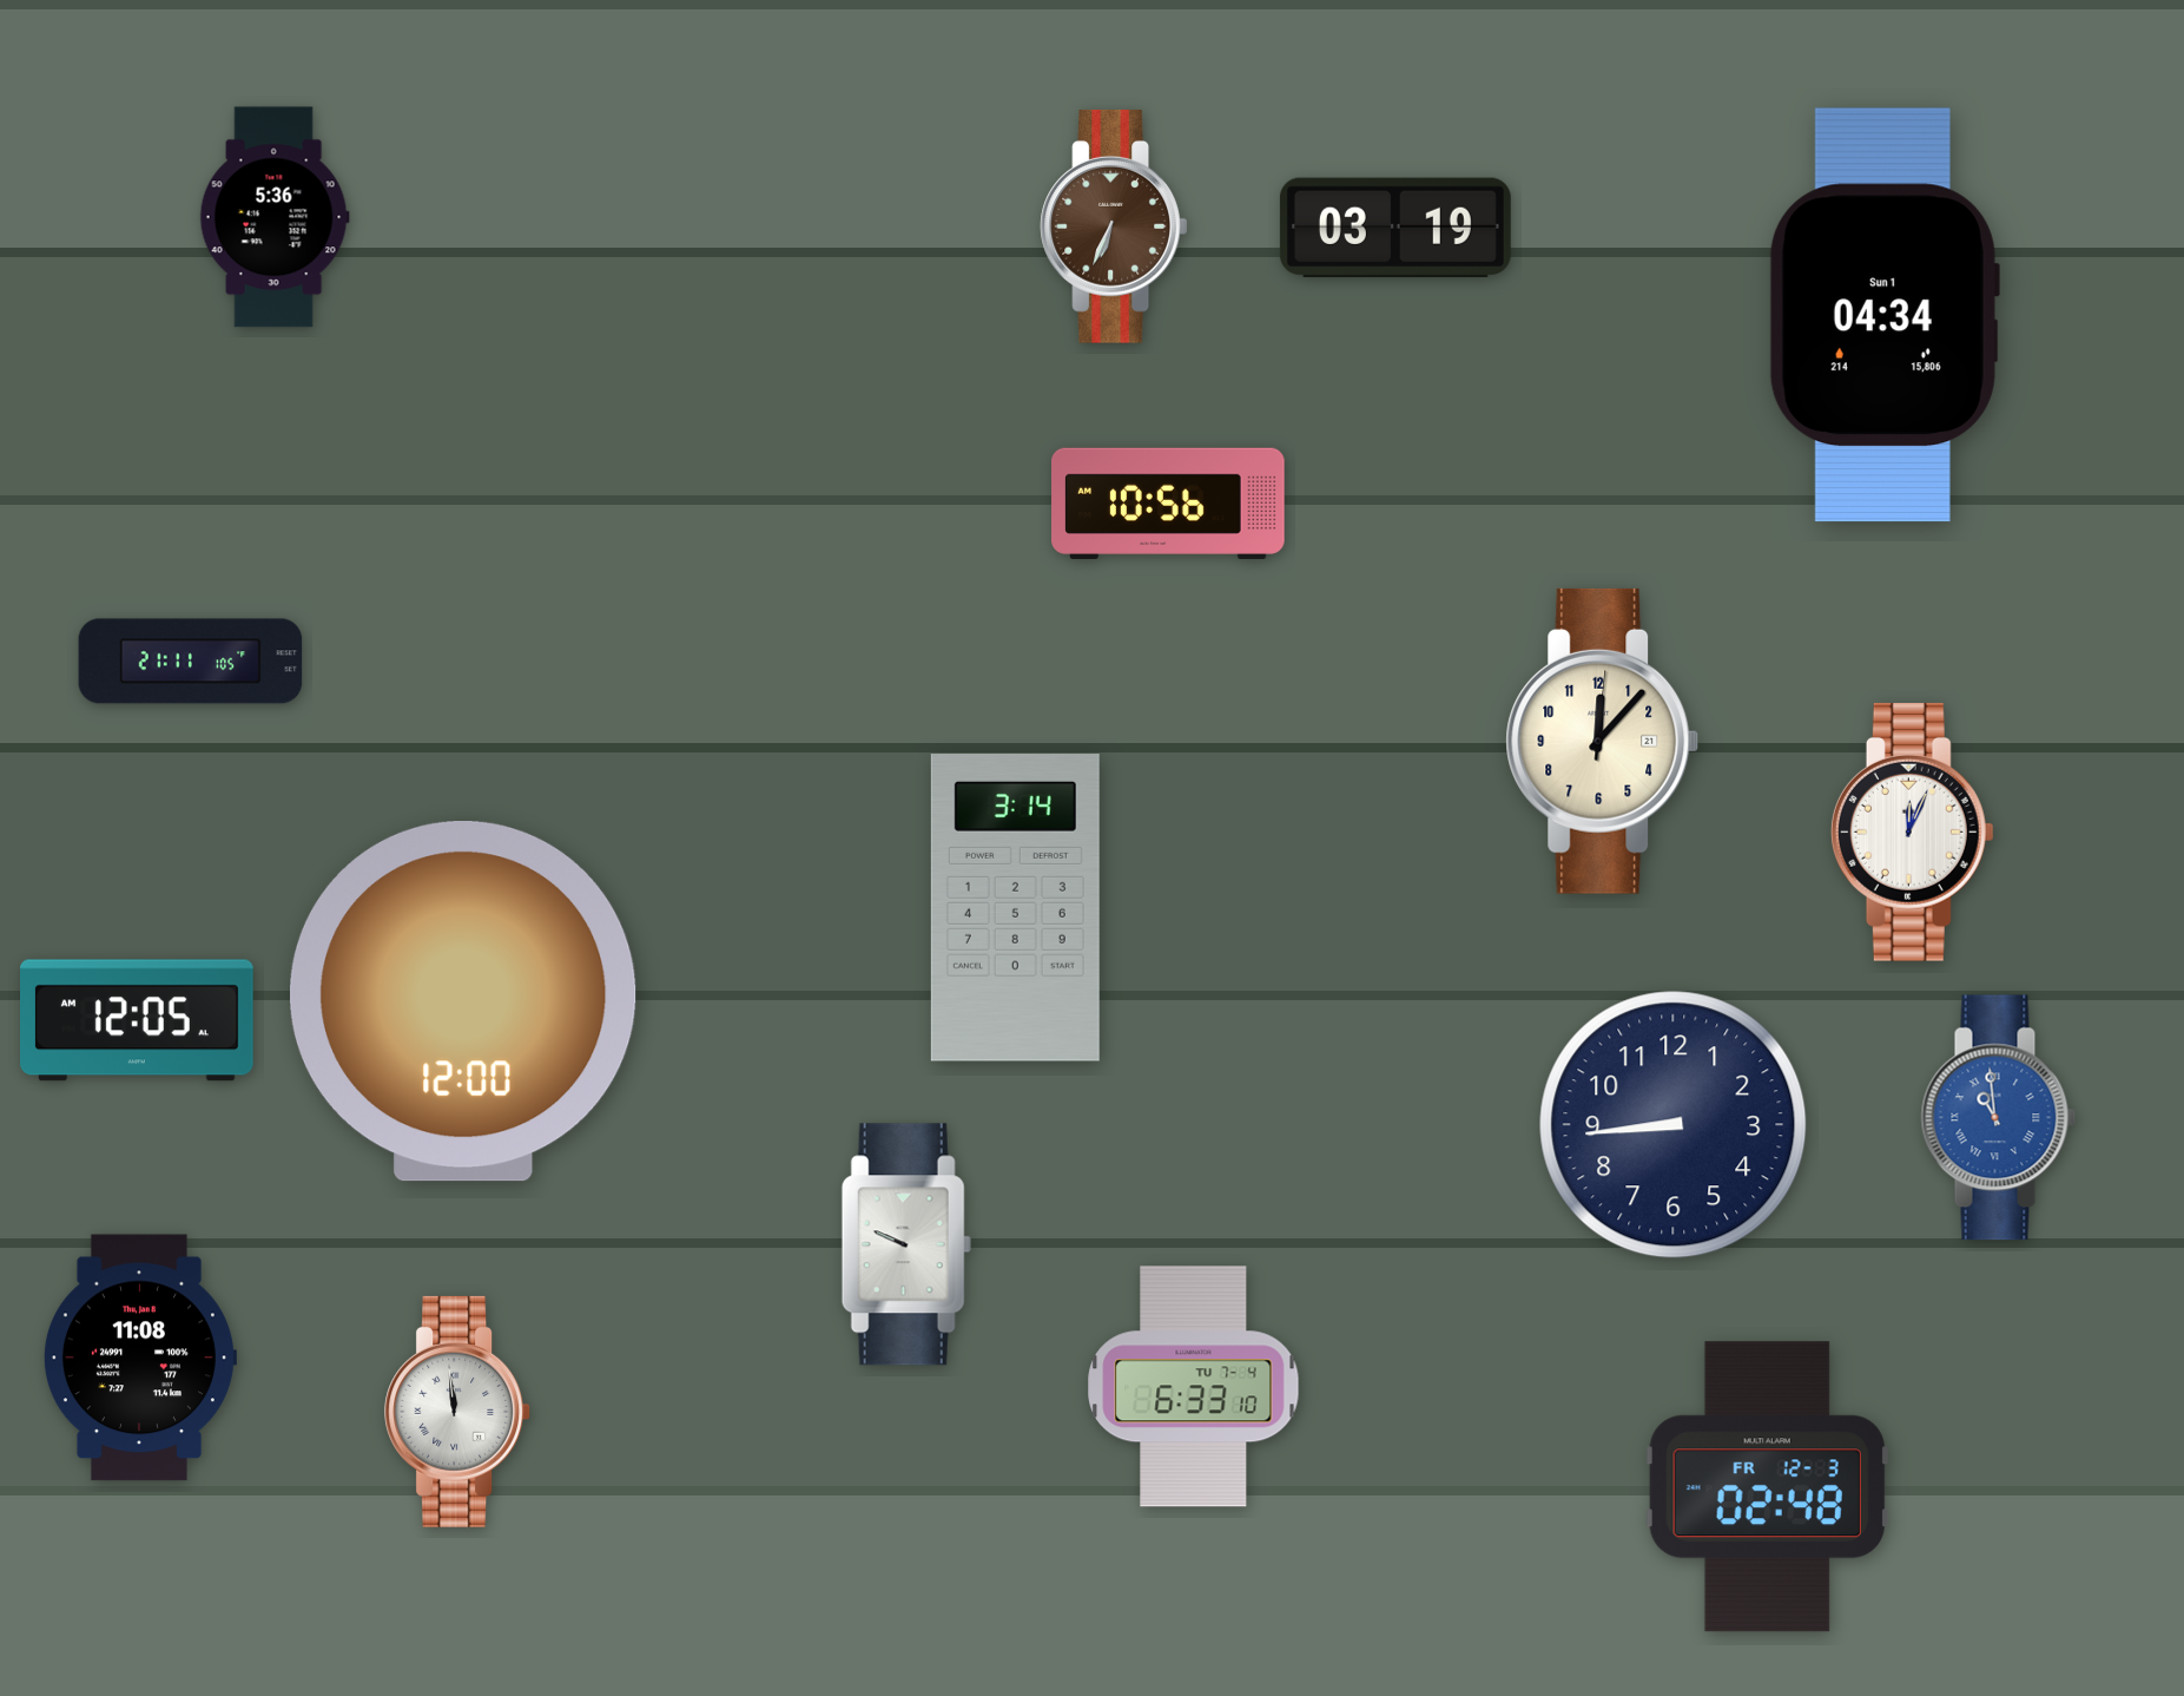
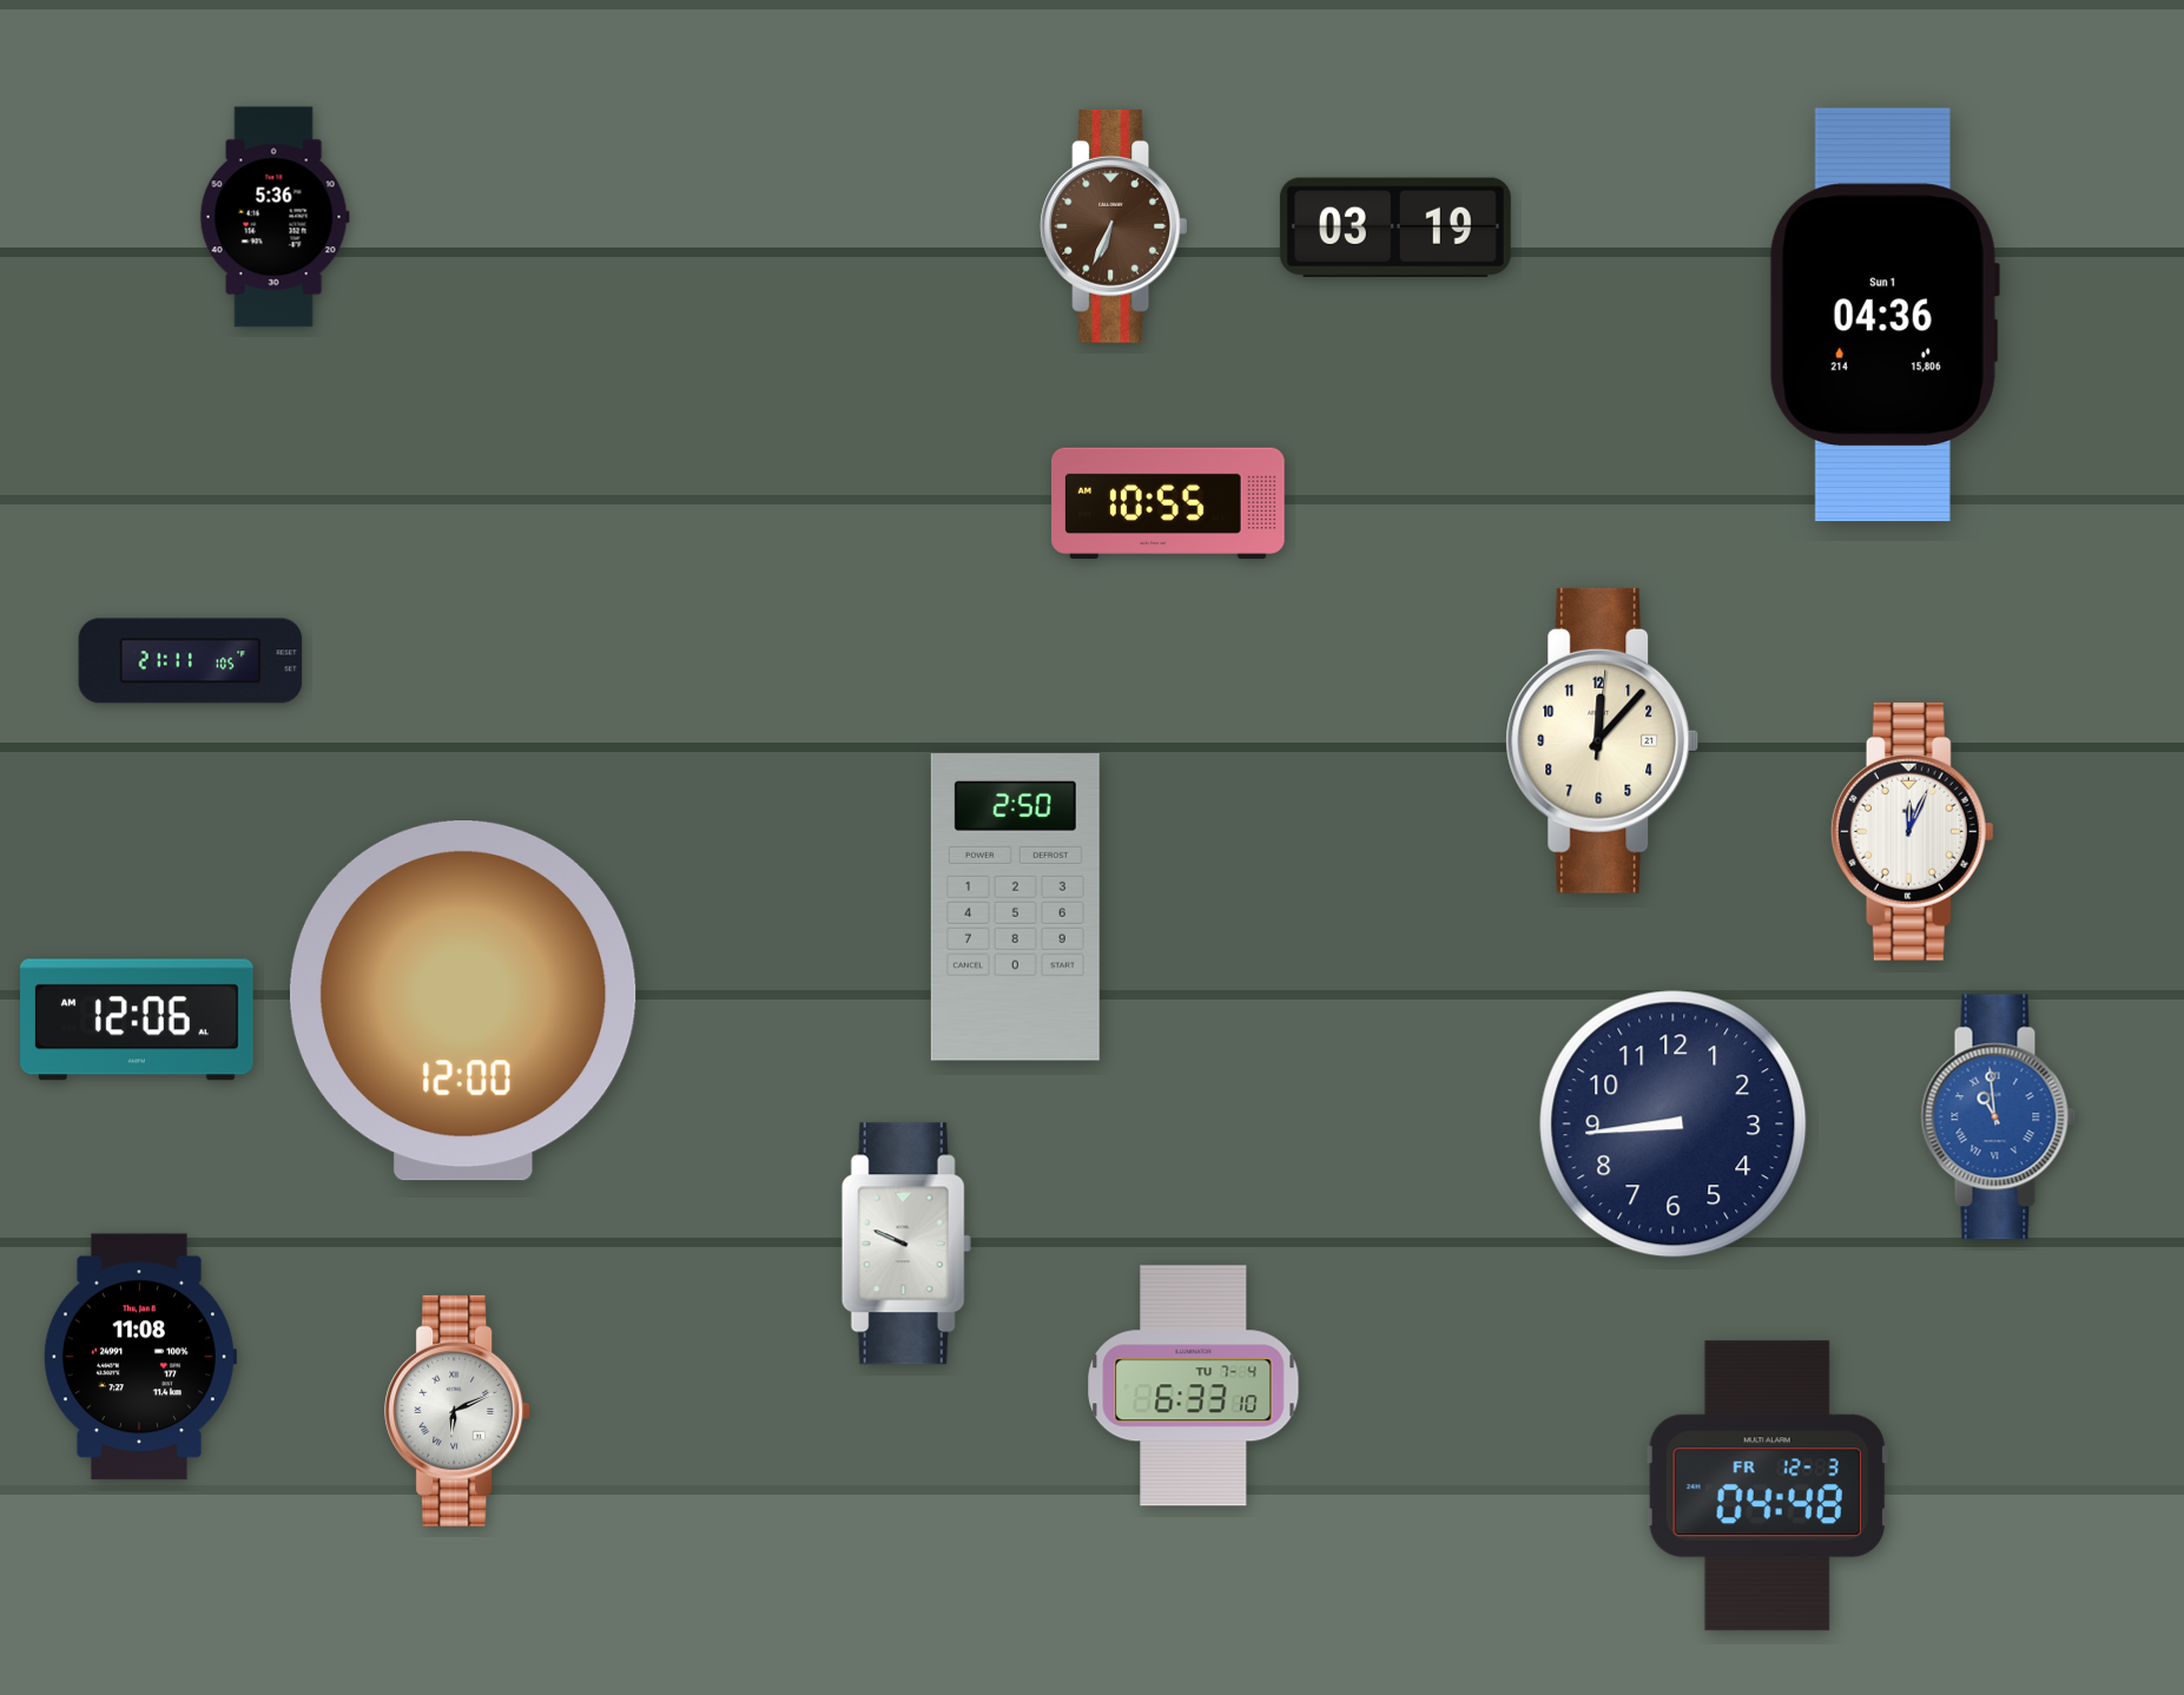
clock at (1883, 315): 04:34 -> 04:36
clock at (1169, 504): 10:56 -> 10:55
clock at (1015, 908): 3:14 -> 2:50
clock at (138, 1020): 12:05 -> 12:06
clock at (458, 1412): 11:59 -> 6:11
clock at (1767, 1487): 02:48 -> 04:48
